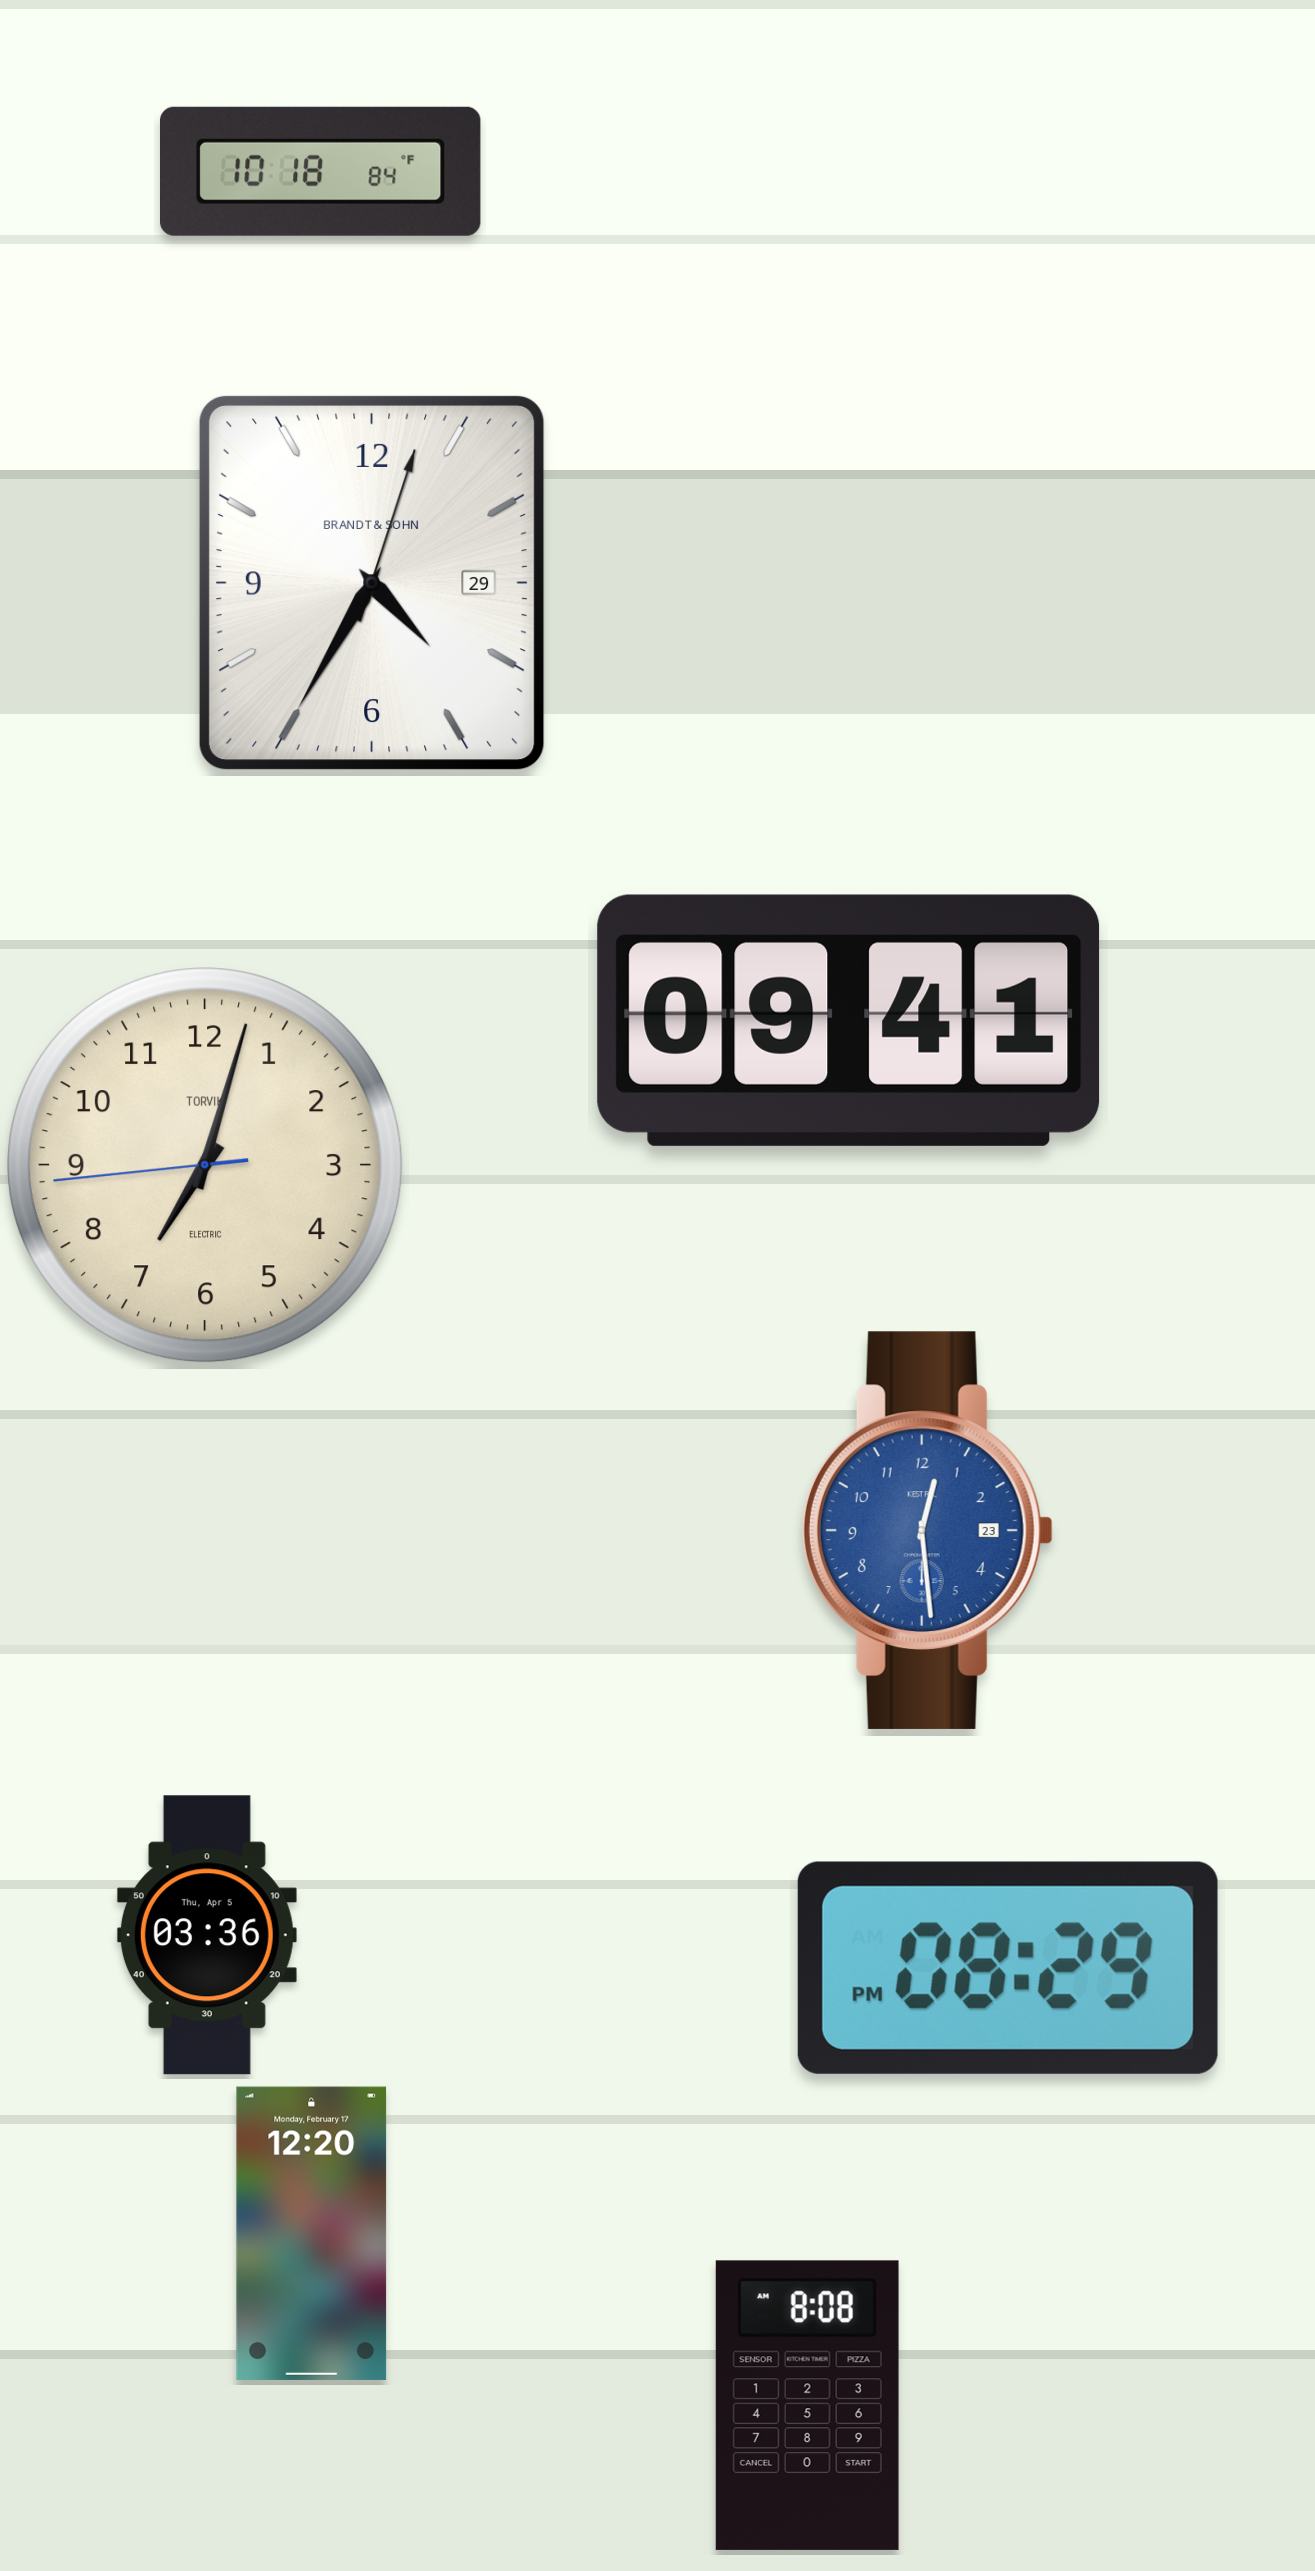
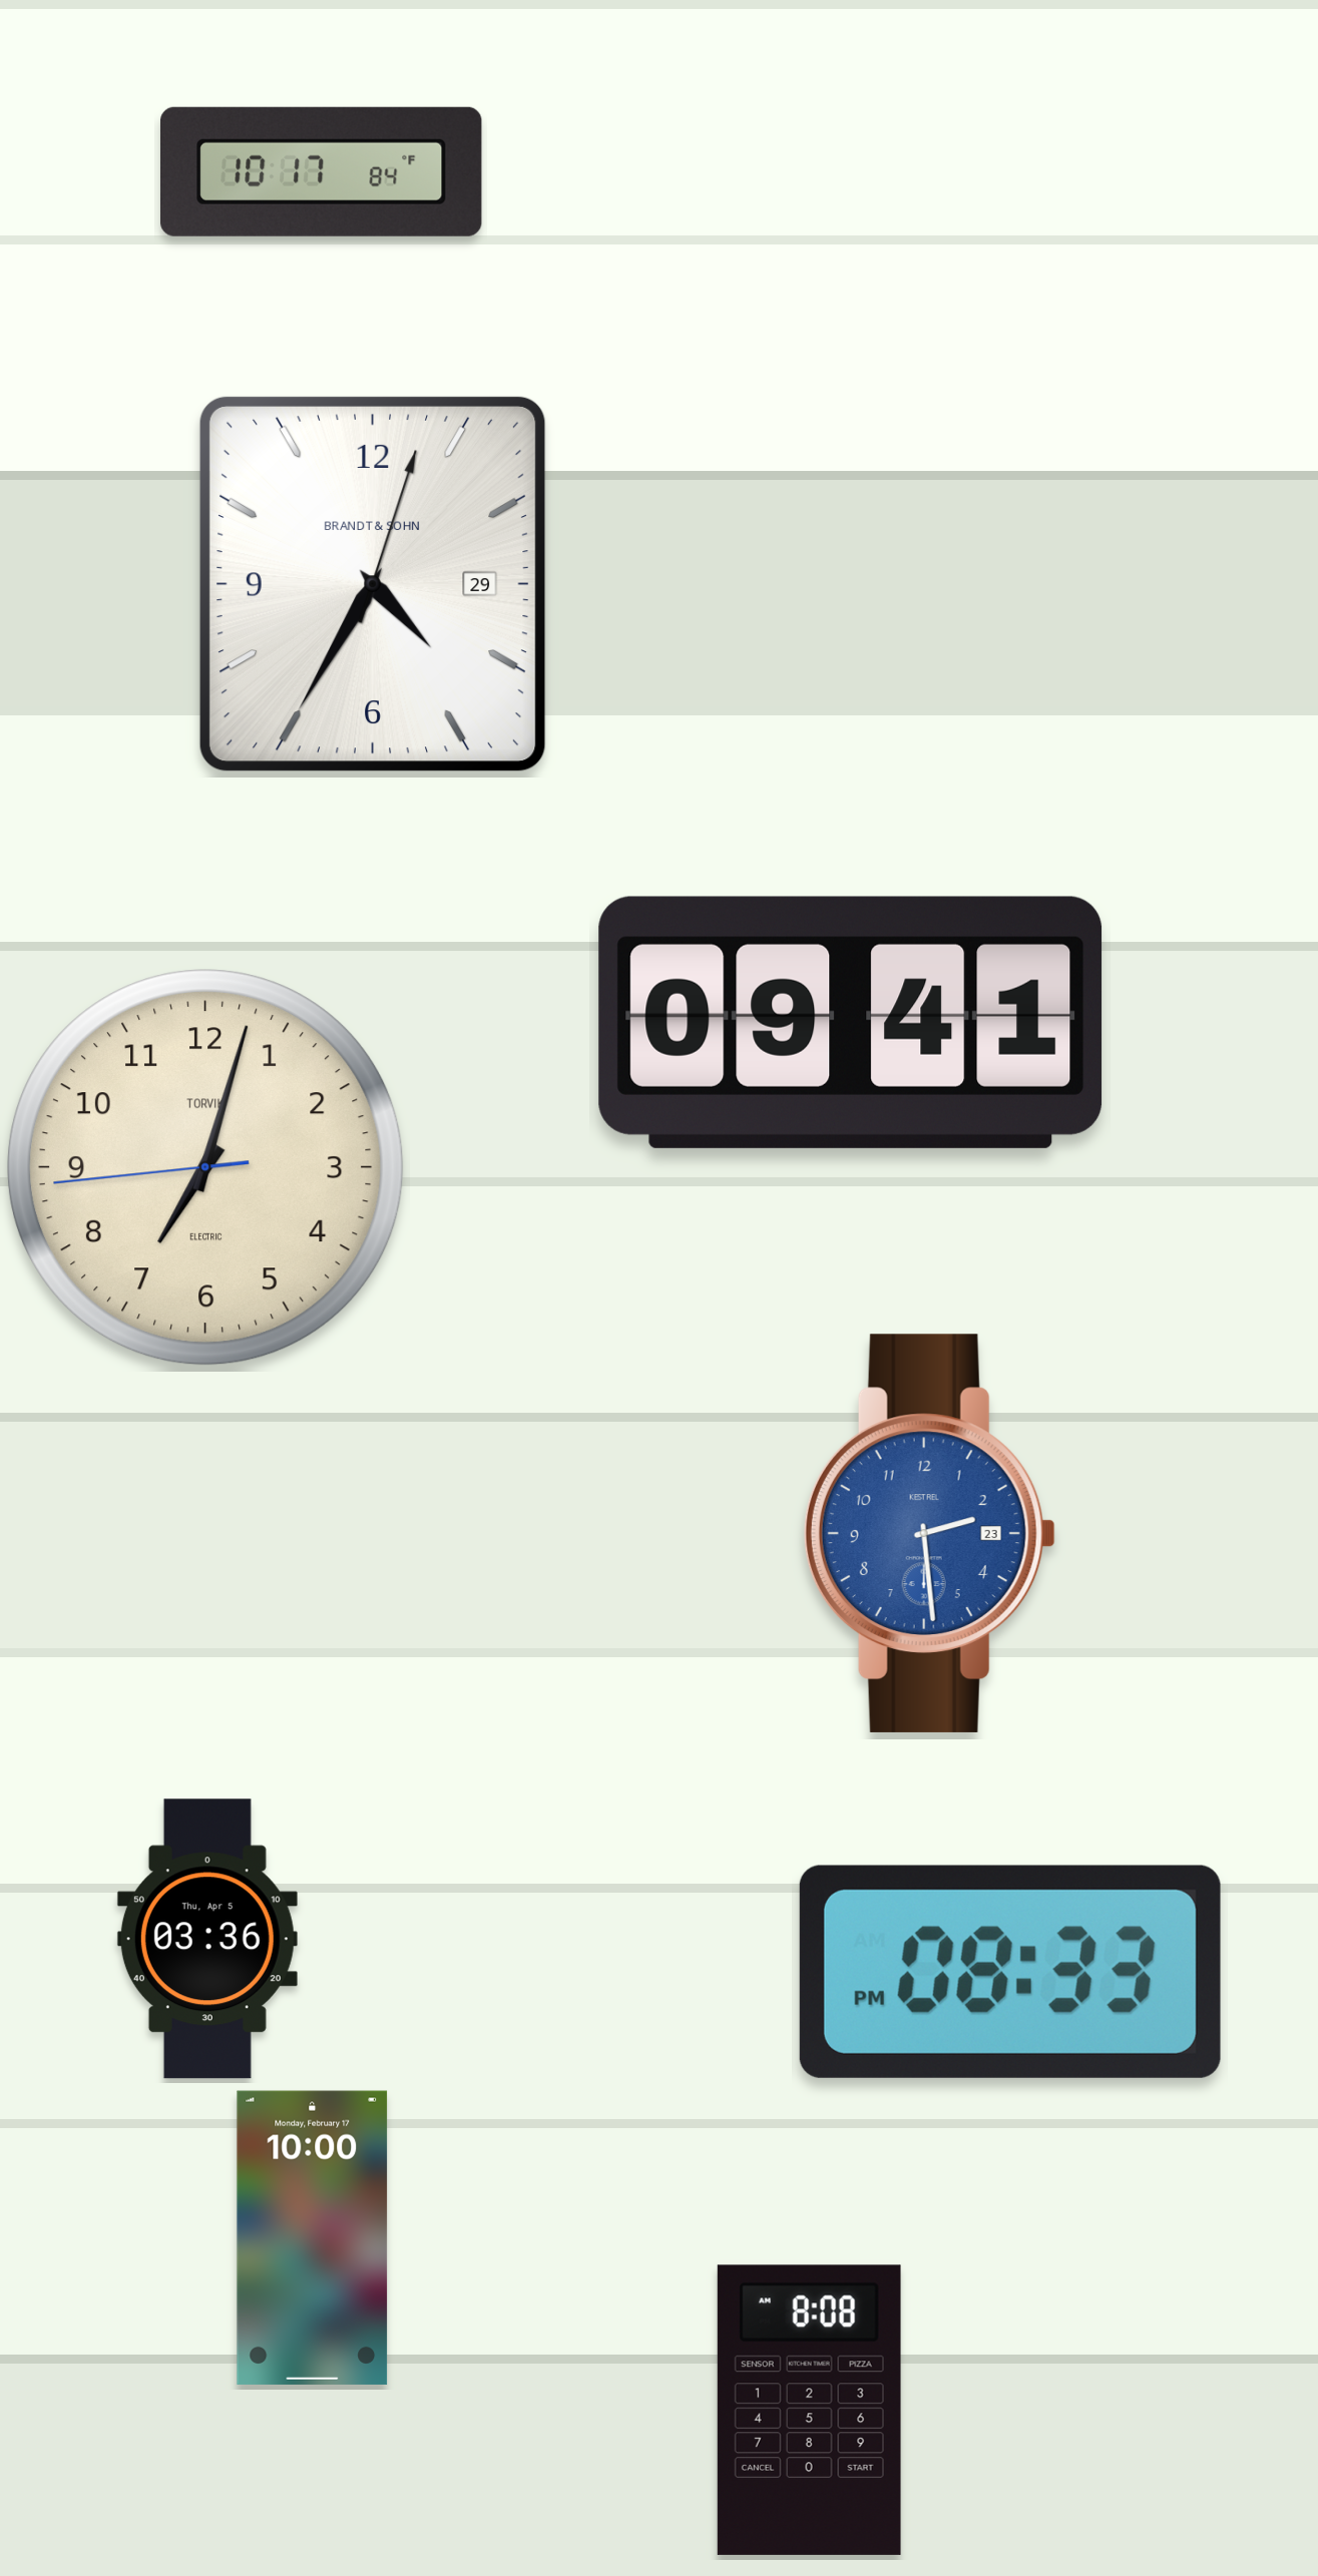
clock at (321, 171): 10:18 -> 10:17
clock at (927, 1530): 12:29 -> 2:29
clock at (1008, 1968): 08:29 -> 08:33
clock at (312, 2233): 12:20 -> 10:00
